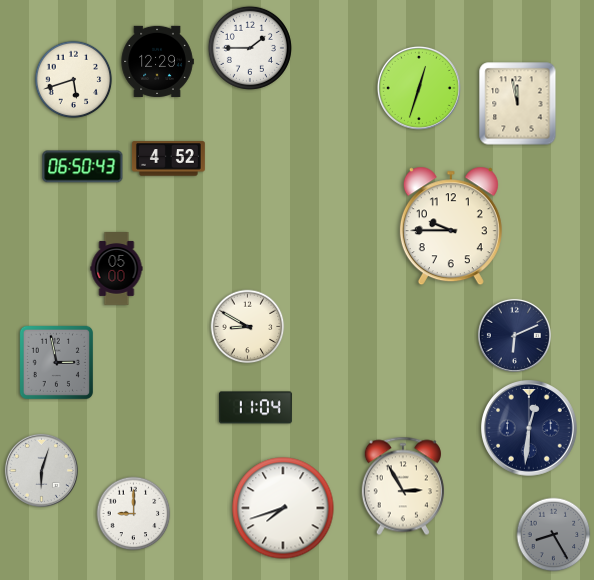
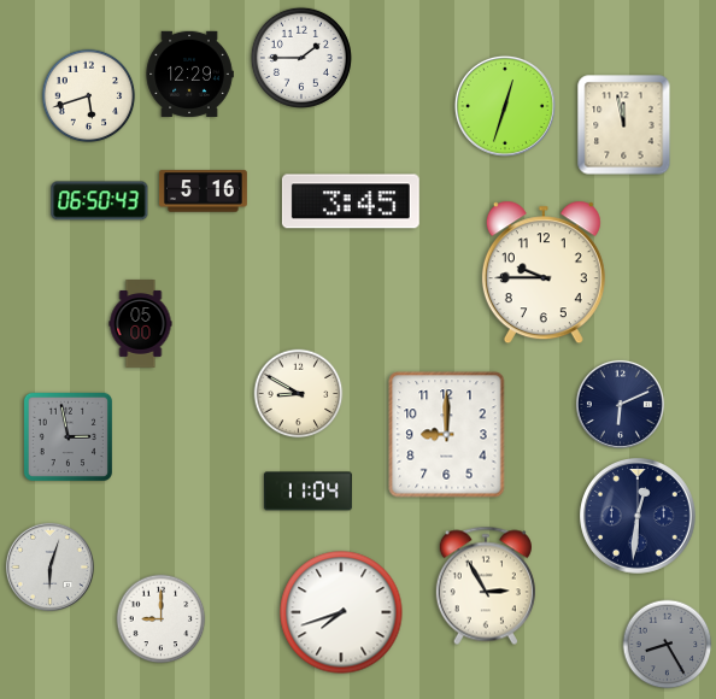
clock at (168, 159): 4:52 -> 5:16
clock at (351, 201): none -> 3:45
clock at (447, 435): none -> 9:00
